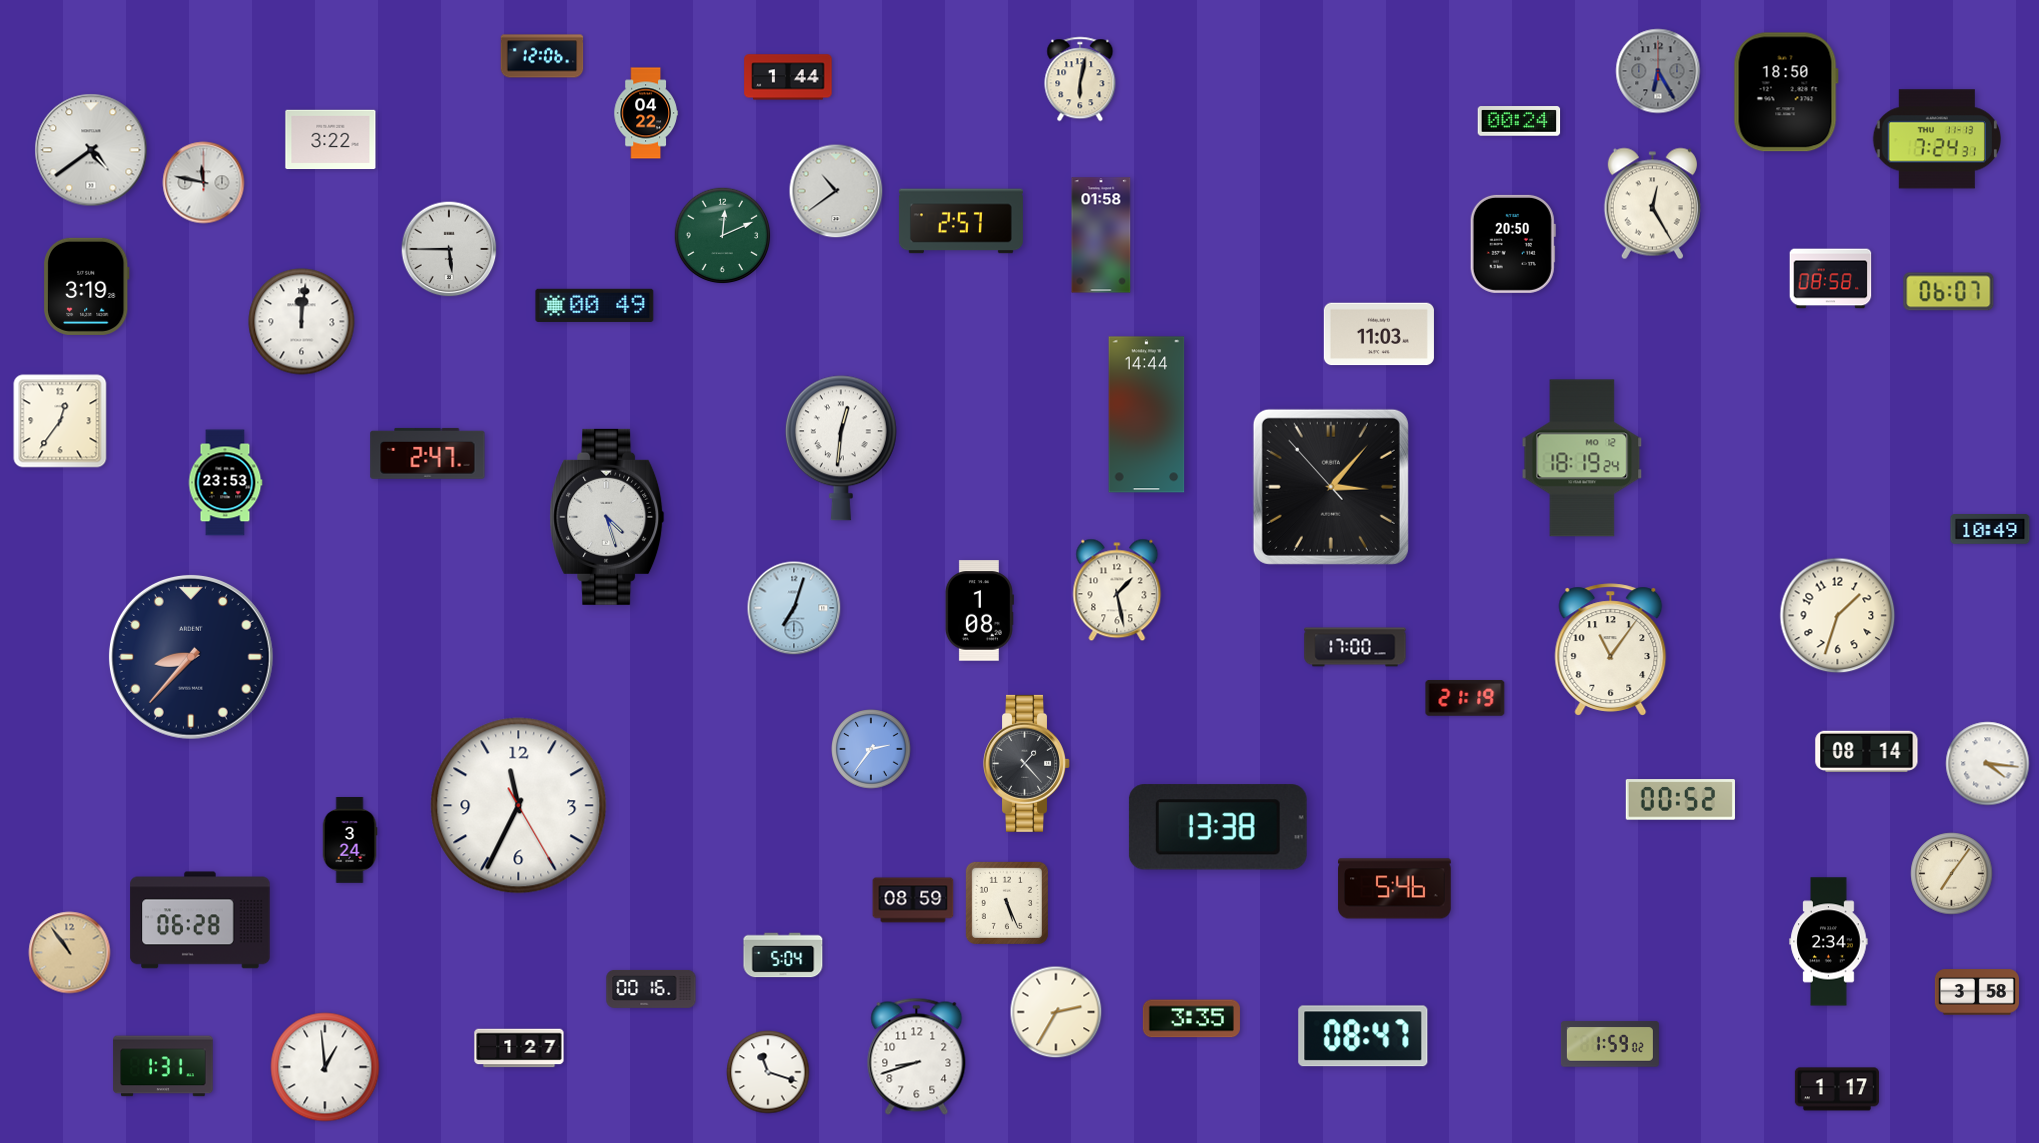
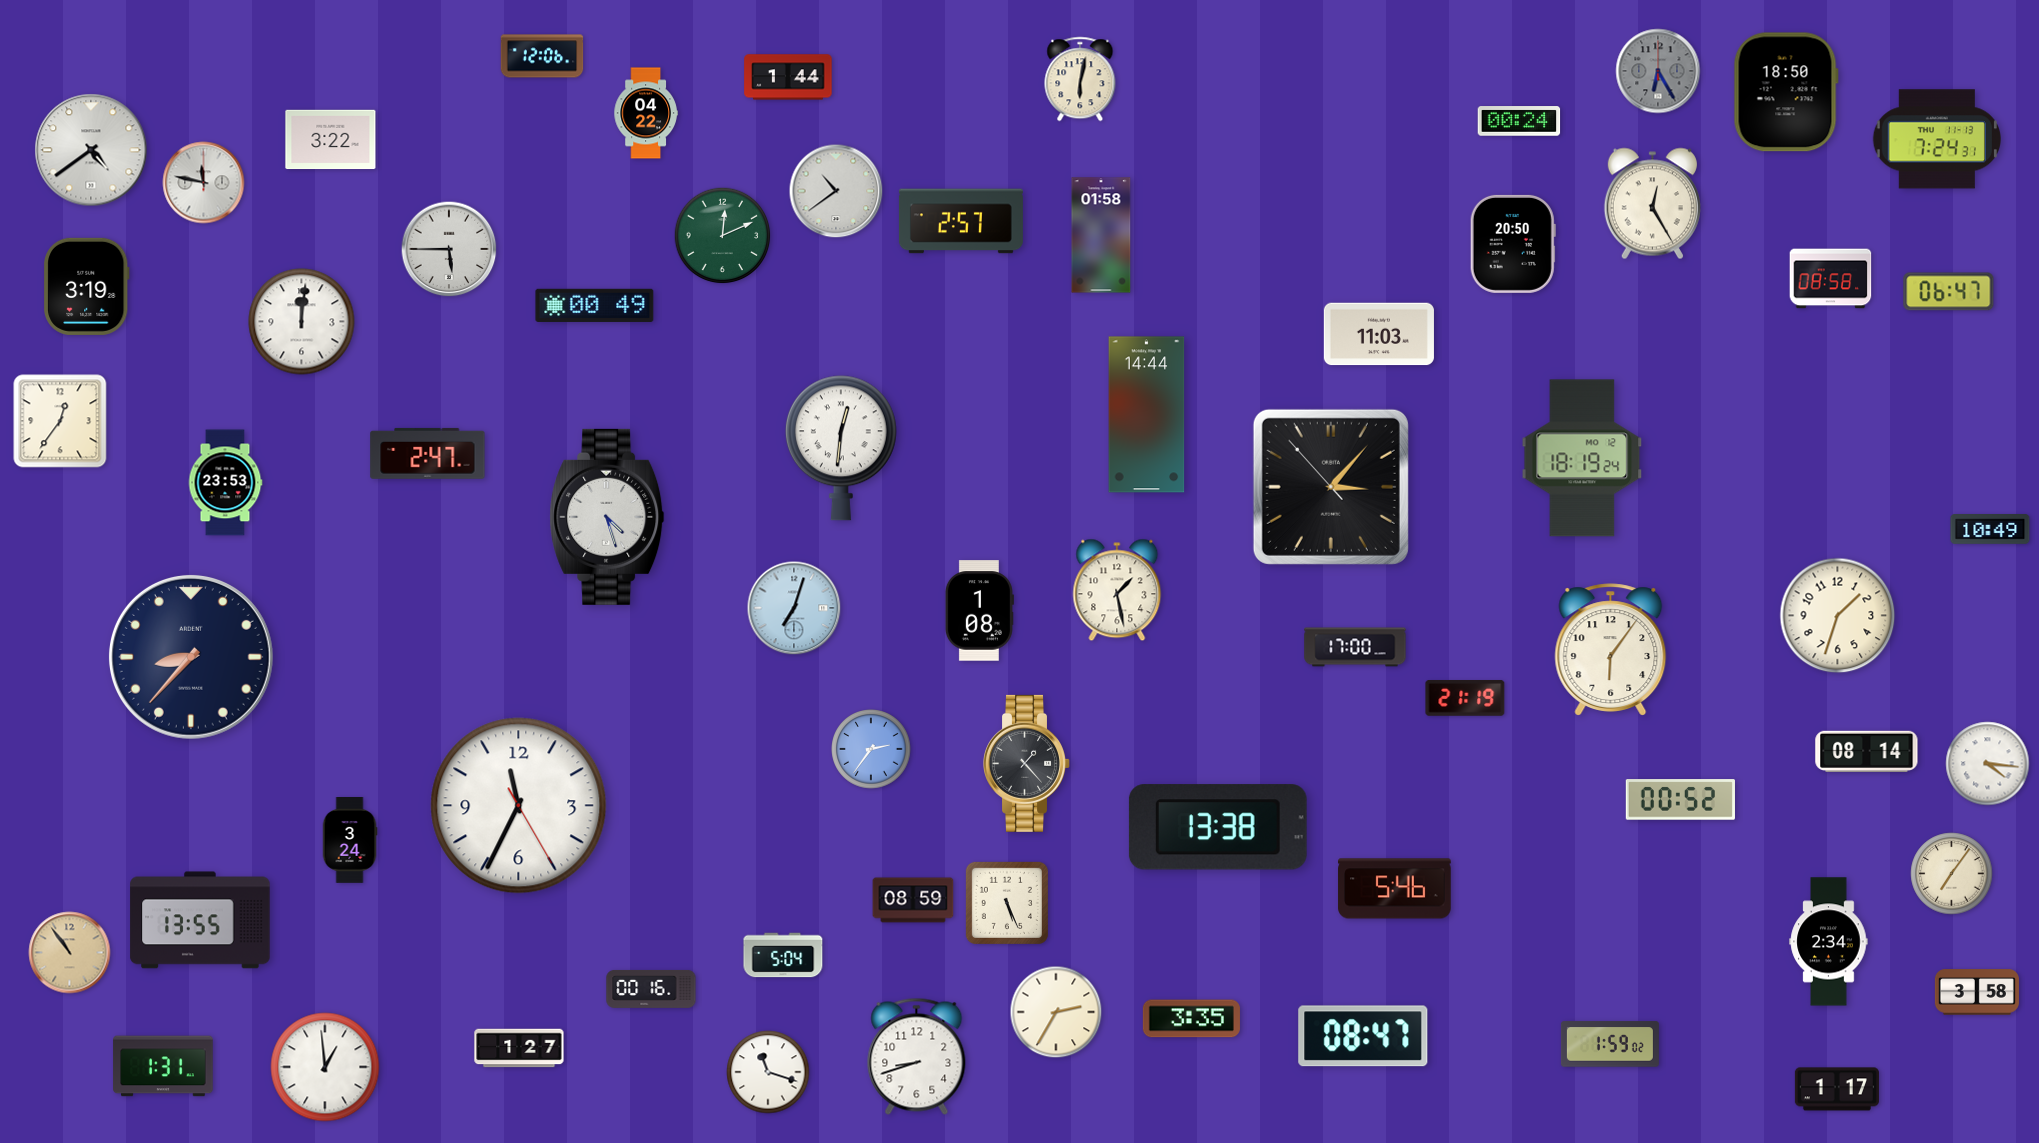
clock at (1949, 292): 06:07 -> 06:47
clock at (1611, 650): 11:06 -> 6:06
clock at (200, 920): 06:28 -> 13:55
